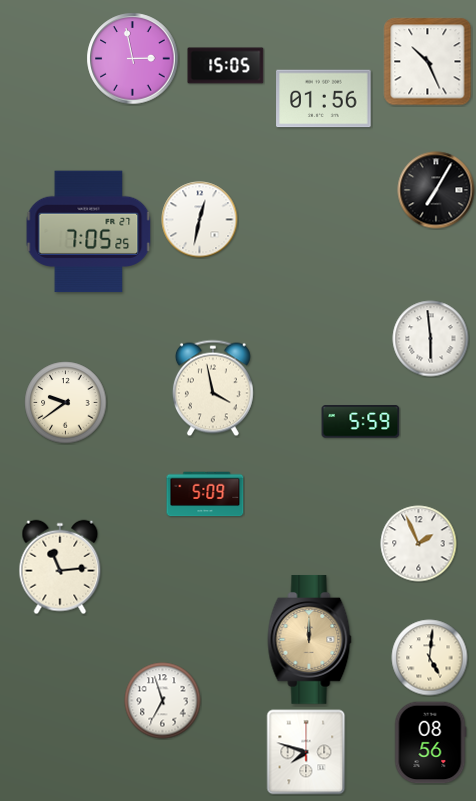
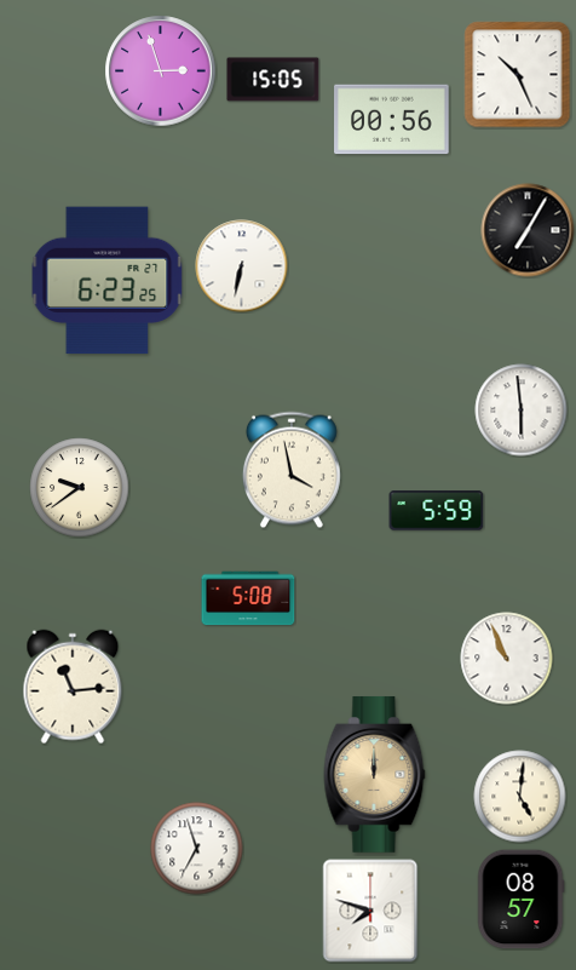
clock at (133, 59): 2:58 -> 2:57
clock at (324, 99): 01:56 -> 00:56
clock at (200, 220): 12:32 -> 6:32
clock at (89, 232): 7:05 -> 6:23
clock at (213, 388) position: (213, 388) -> (292, 470)
clock at (205, 494): 5:09 -> 5:08
clock at (419, 544): 1:56 -> 10:56
clock at (430, 743): 08:56 -> 08:57
